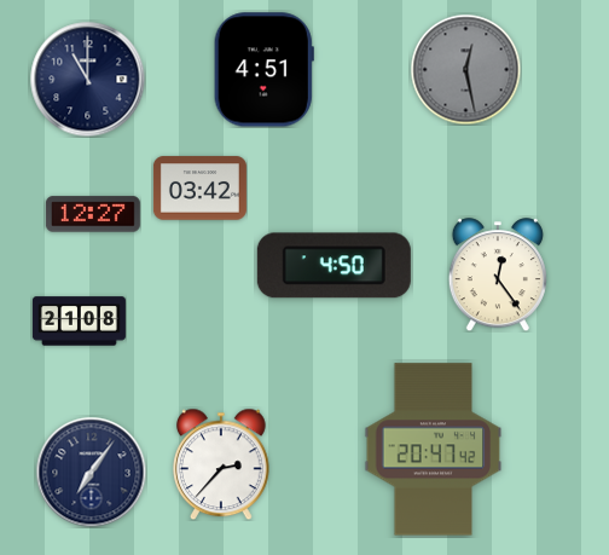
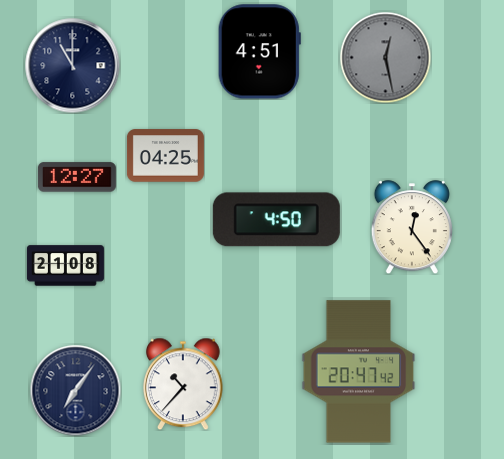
clock at (263, 70) position: (263, 70) -> (259, 52)
clock at (199, 189): 03:42 -> 04:25
clock at (222, 464): 2:37 -> 10:37
